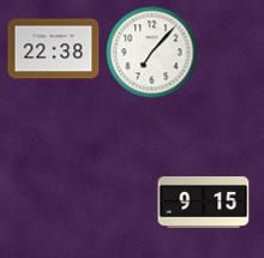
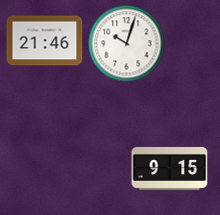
clock at (54, 49): 22:38 -> 21:46
clock at (152, 53): 7:07 -> 10:03
